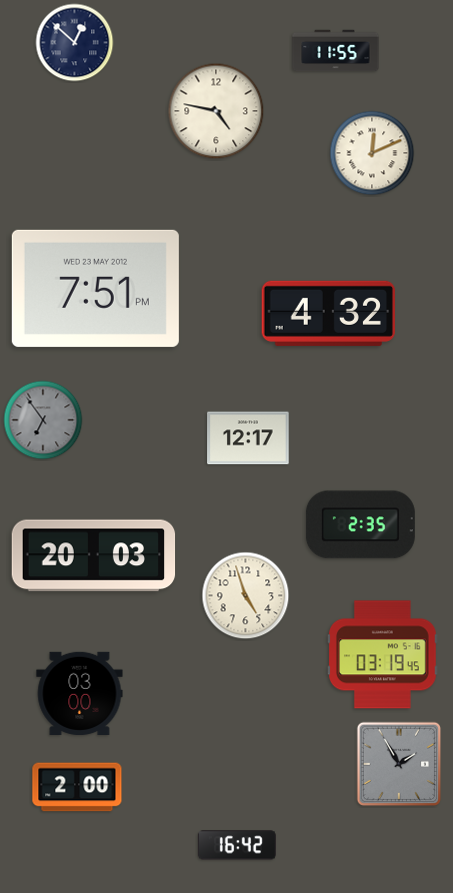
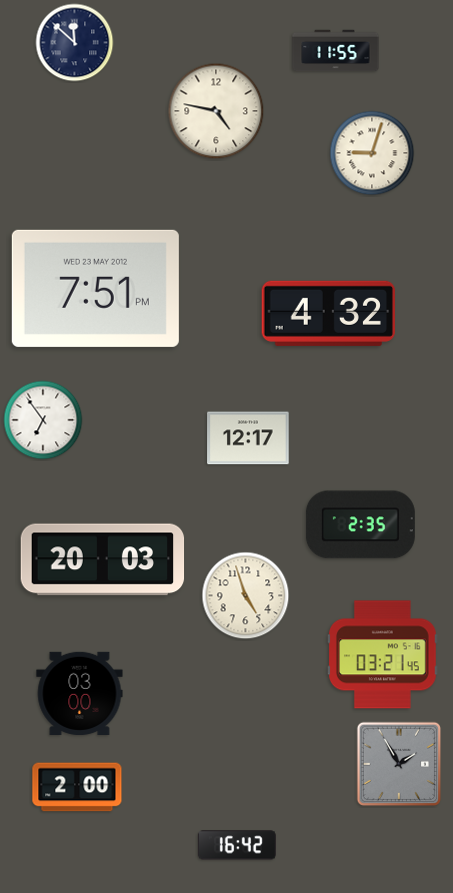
clock at (75, 43): 12:52 -> 11:52
clock at (372, 153): 12:11 -> 9:03
clock at (43, 420) dial: grey -> white
clock at (94, 556) position: (94, 556) -> (103, 560)
clock at (383, 655): 03:19 -> 03:21
